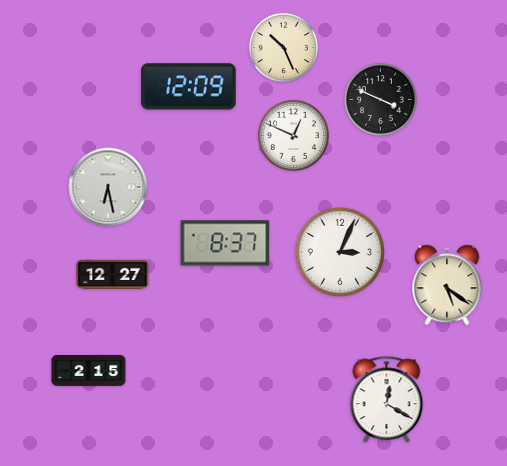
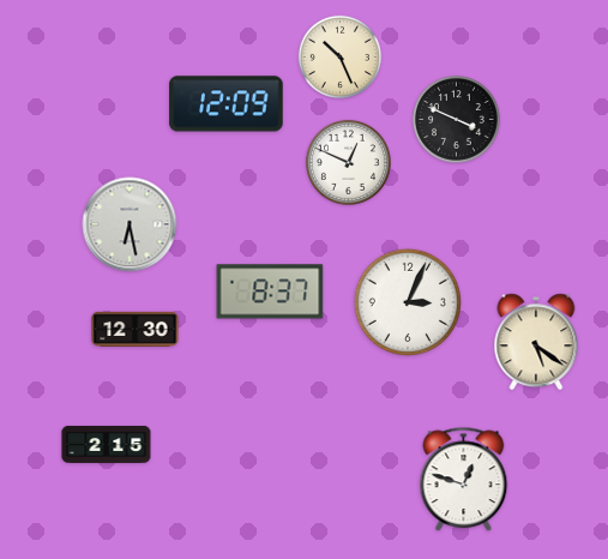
clock at (293, 135) position: (293, 135) -> (348, 162)
clock at (113, 274): 12:27 -> 12:30
clock at (387, 400): 12:20 -> 12:48
